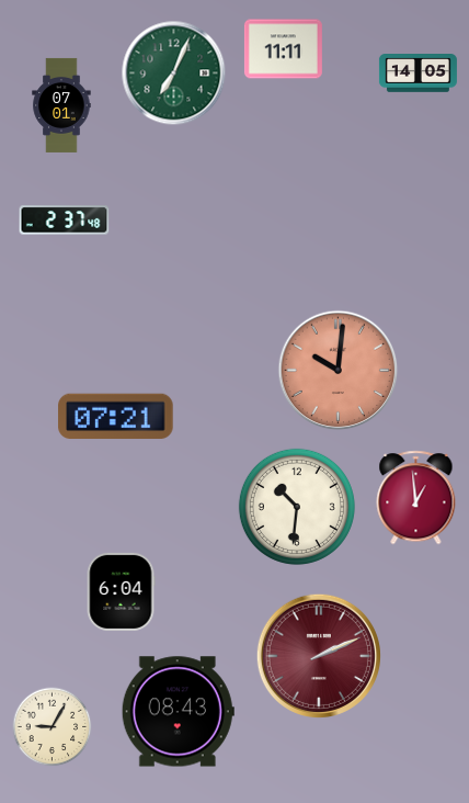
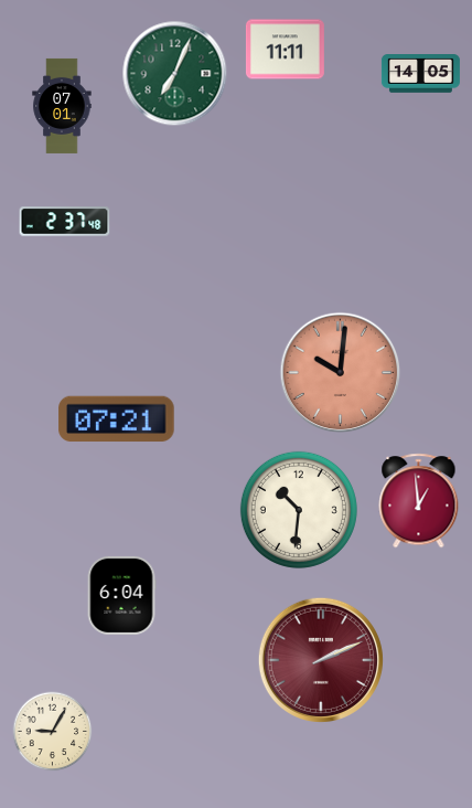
clock at (178, 712): 08:43 -> none
